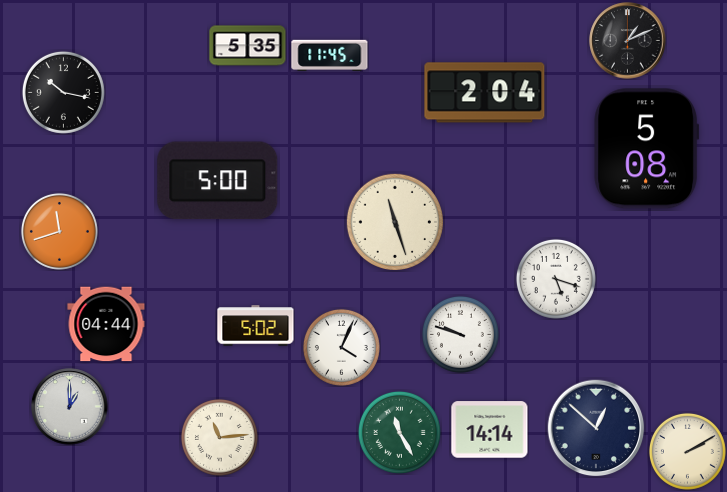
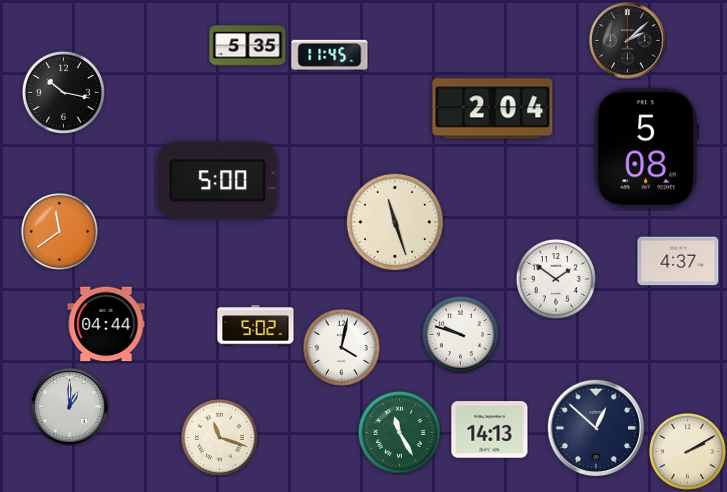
clock at (628, 41): 1:11 -> 2:08
clock at (485, 93) position: (485, 93) -> (493, 109)
clock at (59, 231): 11:42 -> 11:39
clock at (678, 261): none -> 4:37
clock at (556, 279): 5:18 -> 1:51
clock at (341, 347): 4:04 -> 4:02
clock at (490, 430): 14:14 -> 14:13
clock at (219, 437): 11:14 -> 11:18
